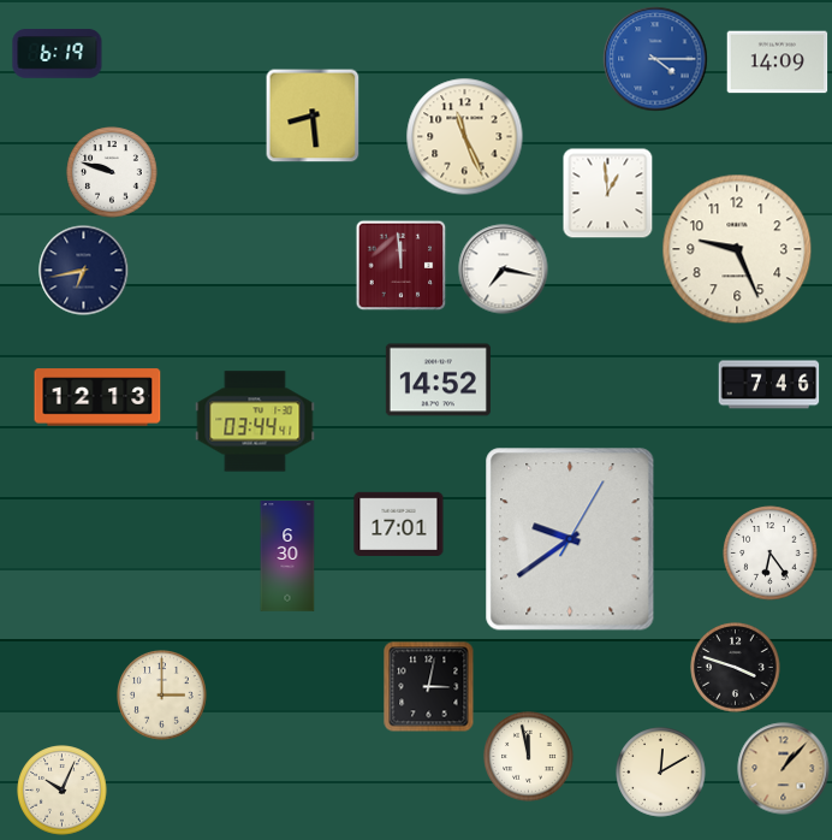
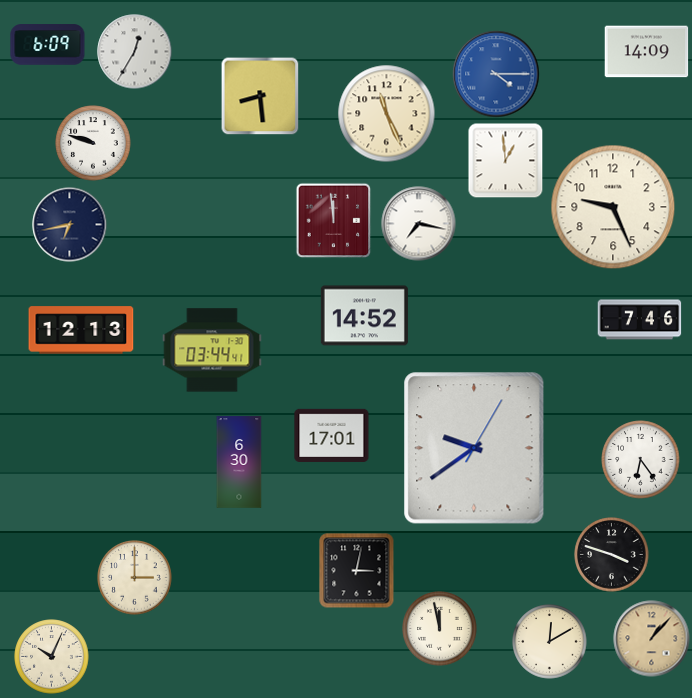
clock at (58, 54): 6:19 -> 6:09
clock at (655, 59) position: (655, 59) -> (496, 74)
clock at (135, 52): none -> 12:35
